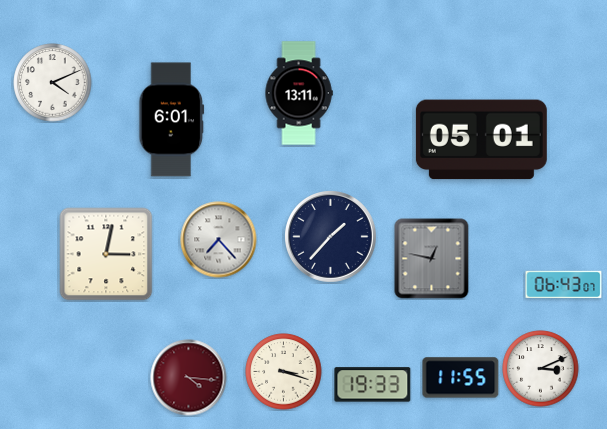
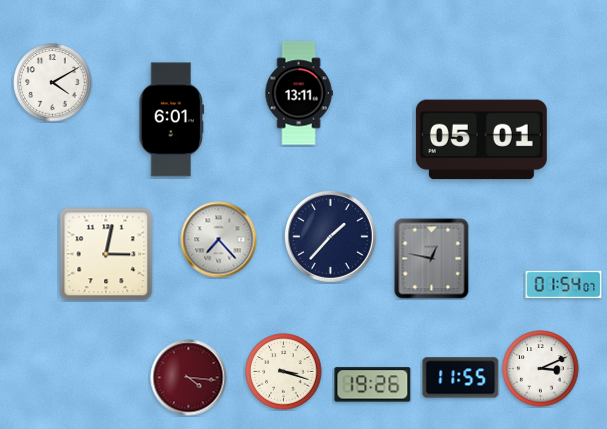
clock at (53, 83): 4:11 -> 4:10
clock at (564, 285): 06:43 -> 01:54
clock at (373, 385): 19:33 -> 19:26
